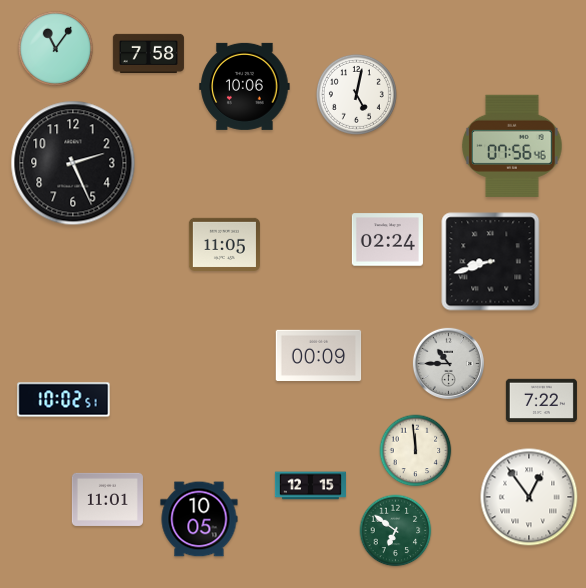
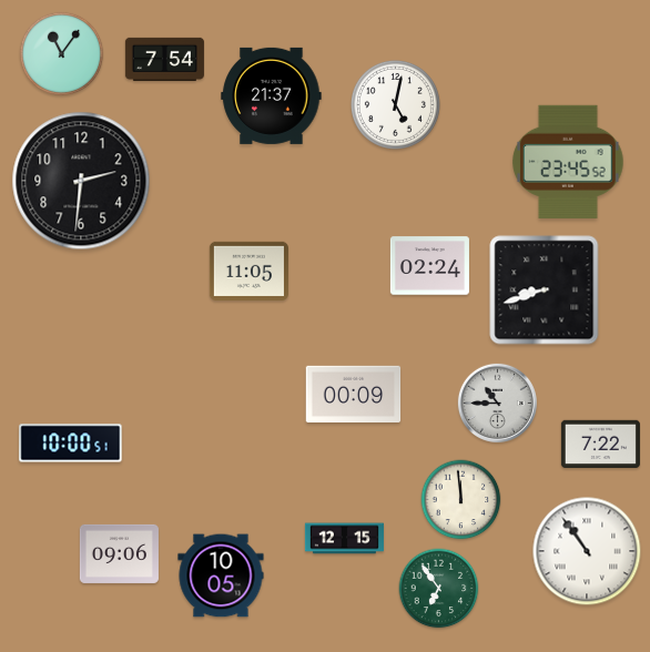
clock at (148, 53): 7:58 -> 7:54
clock at (245, 86): 10:06 -> 21:37
clock at (513, 146): 07:56 -> 23:45
clock at (73, 163): 2:26 -> 2:31
clock at (64, 400): 10:02 -> 10:00
clock at (529, 497): 12:54 -> 10:54
clock at (107, 499): 11:01 -> 09:06
clock at (396, 531): 6:51 -> 6:54
